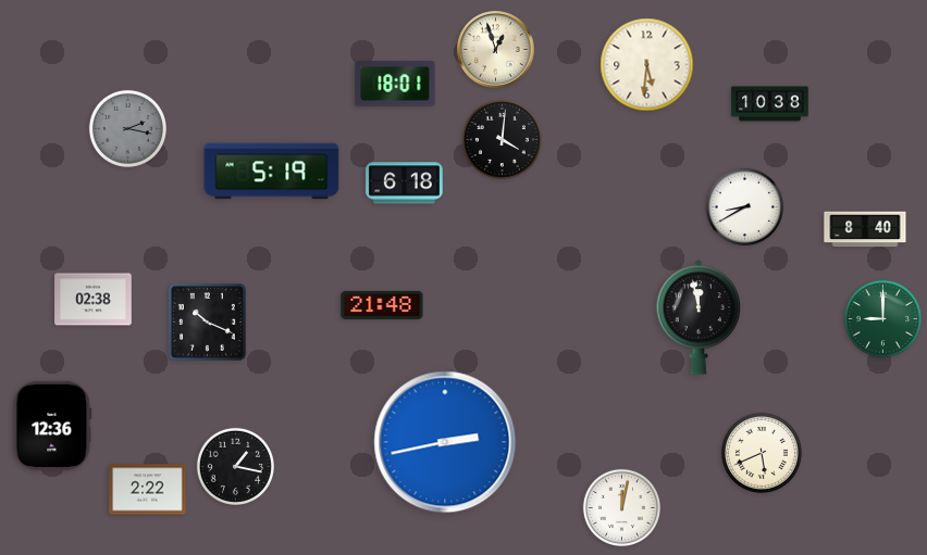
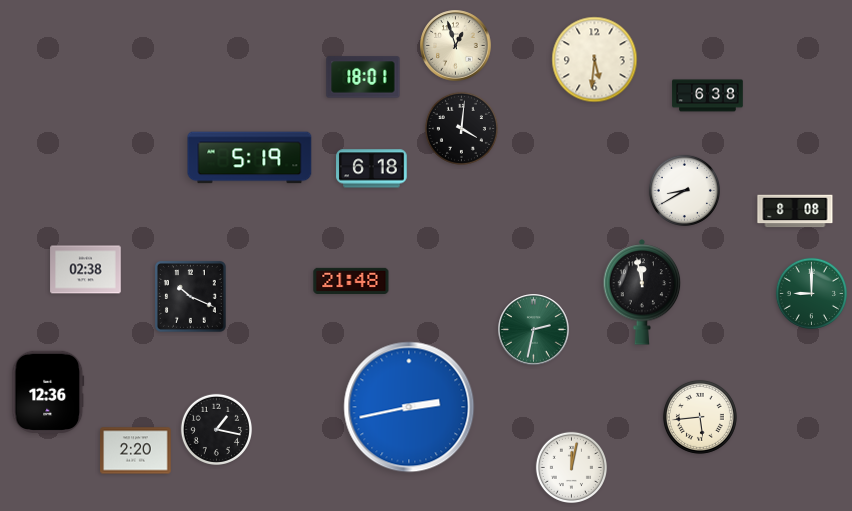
clock at (770, 104): 10:38 -> 6:38
clock at (127, 128): 2:17 -> none
clock at (865, 229): 8:40 -> 8:08
clock at (94, 300) position: (94, 300) -> (86, 270)
clock at (534, 330): none -> 2:32
clock at (762, 453): 5:41 -> 5:44
clock at (148, 490): 2:22 -> 2:20
